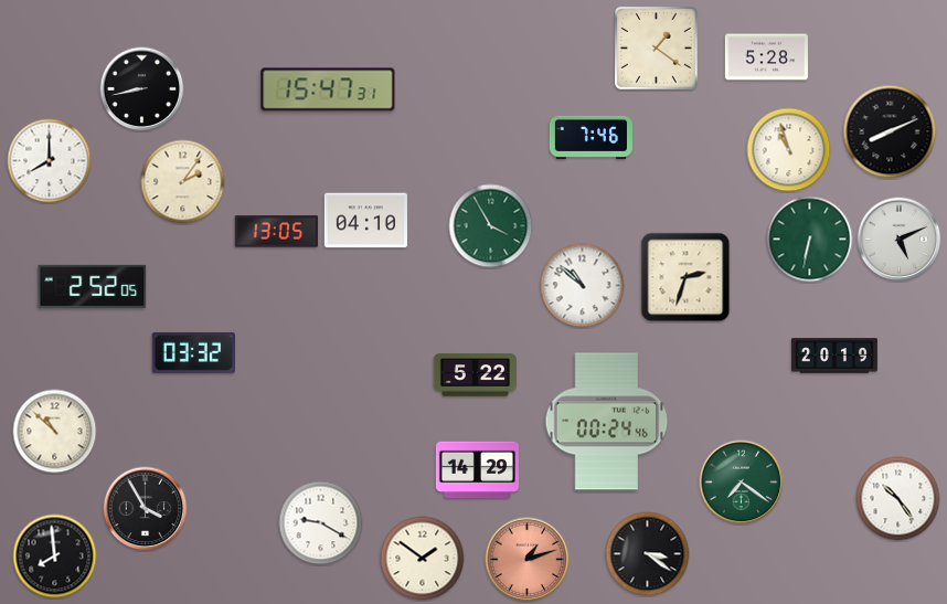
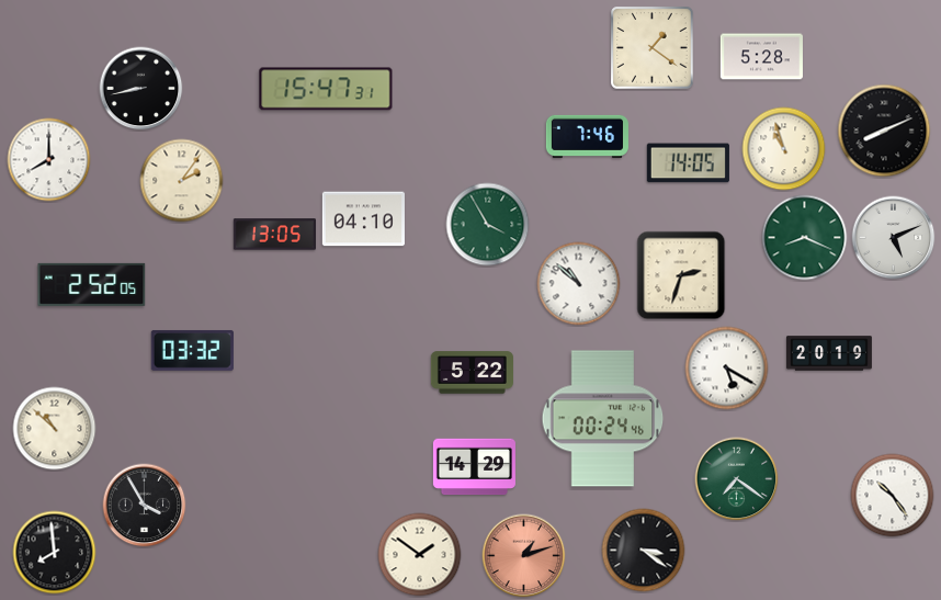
clock at (688, 163): none -> 14:05
clock at (276, 232) position: (276, 232) -> (274, 235)
clock at (810, 240): 6:32 -> 8:19
clock at (727, 369): none -> 5:20
clock at (321, 523): 9:20 -> none
